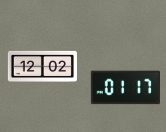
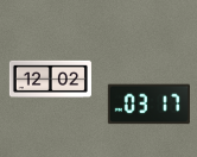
clock at (125, 88): 01:17 -> 03:17
